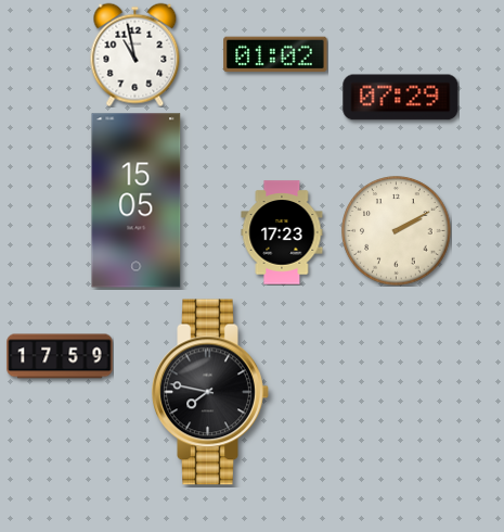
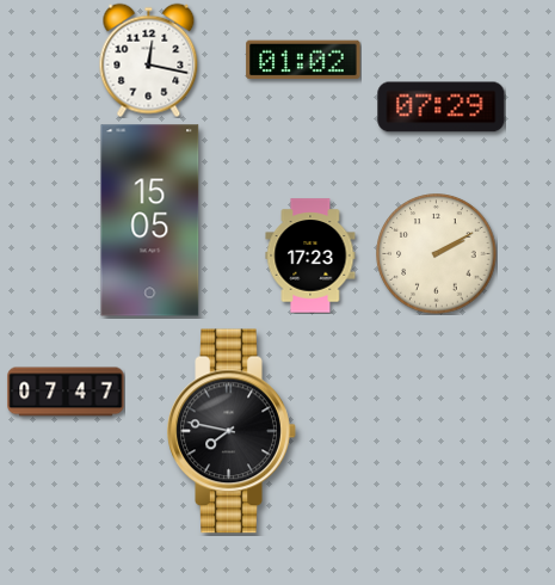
clock at (135, 54): 10:58 -> 12:17
clock at (60, 356): 17:59 -> 07:47
